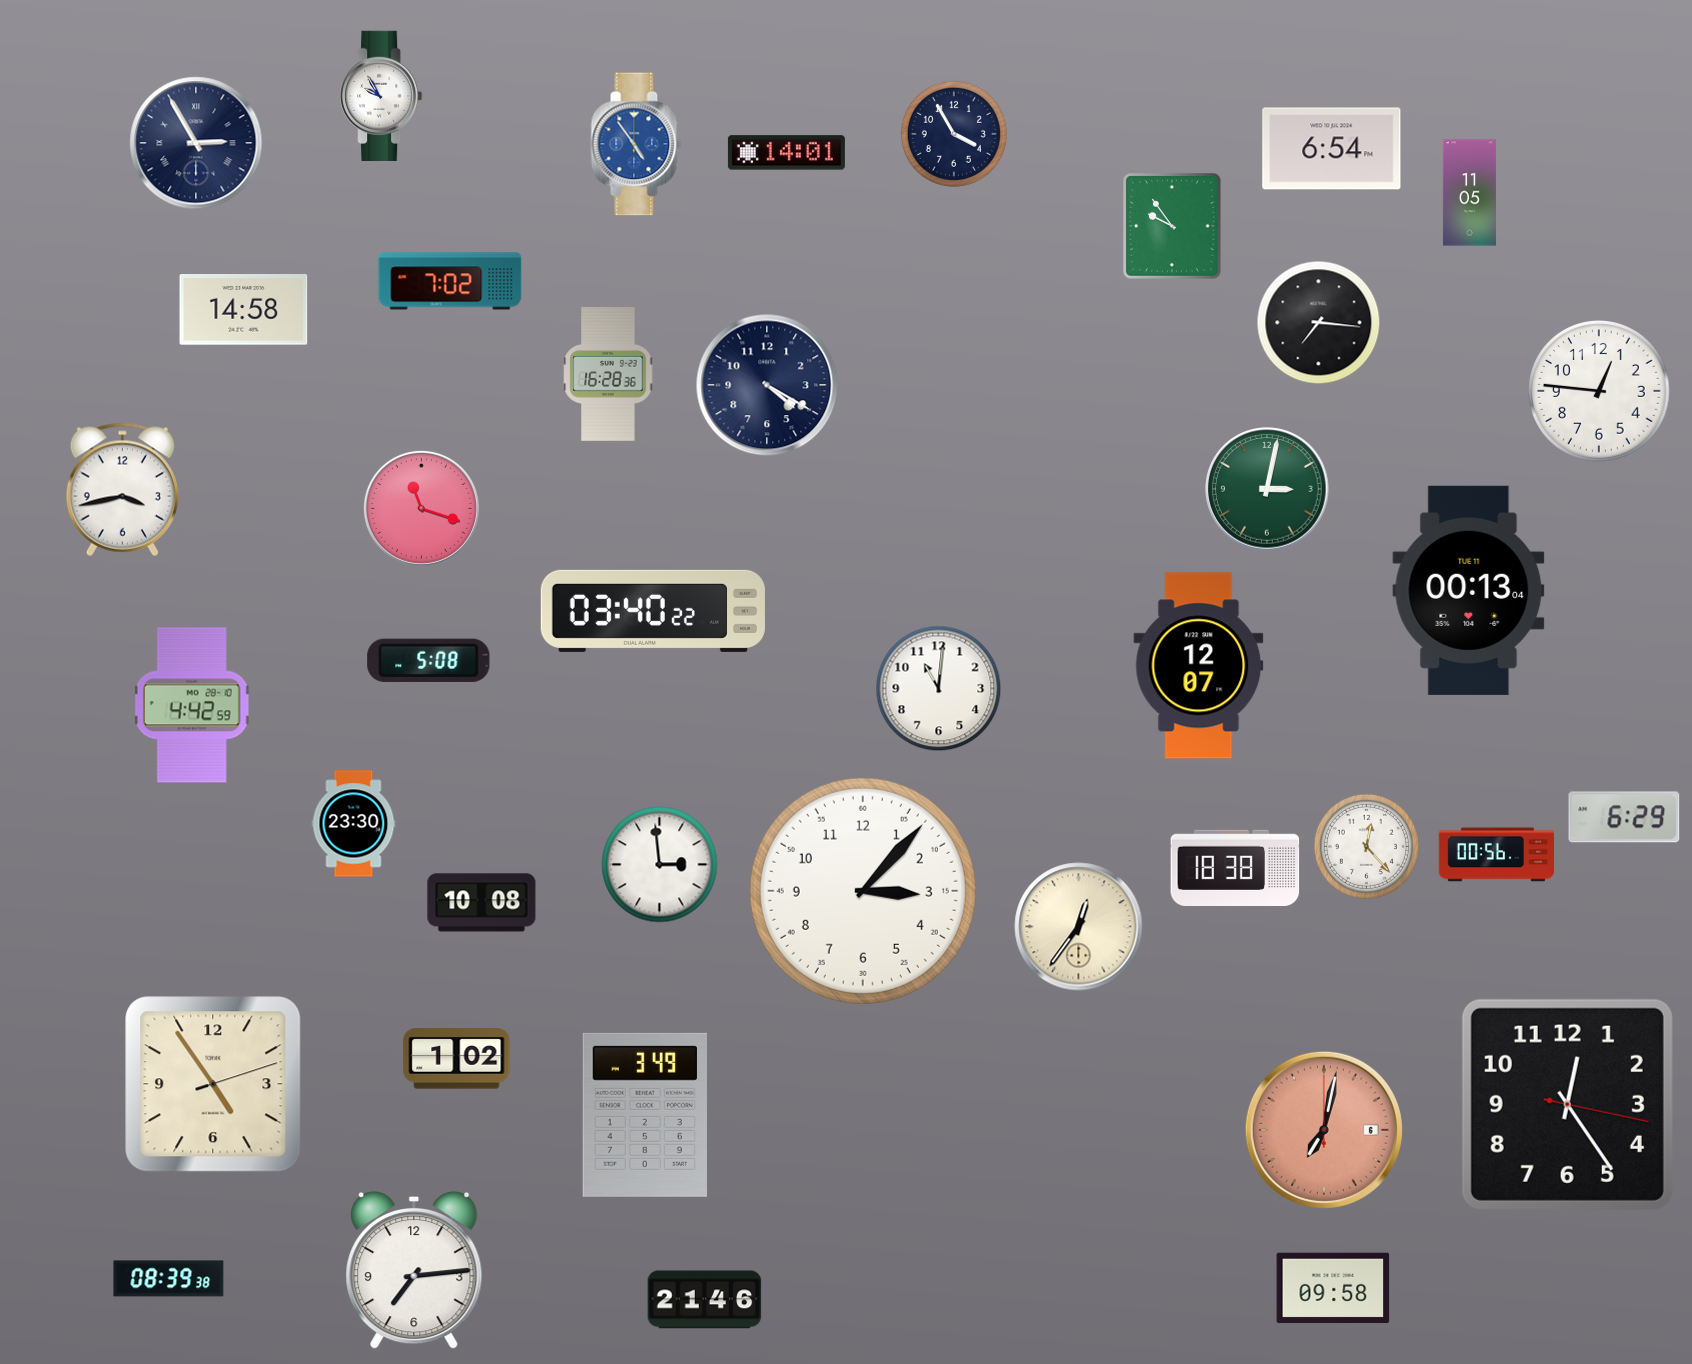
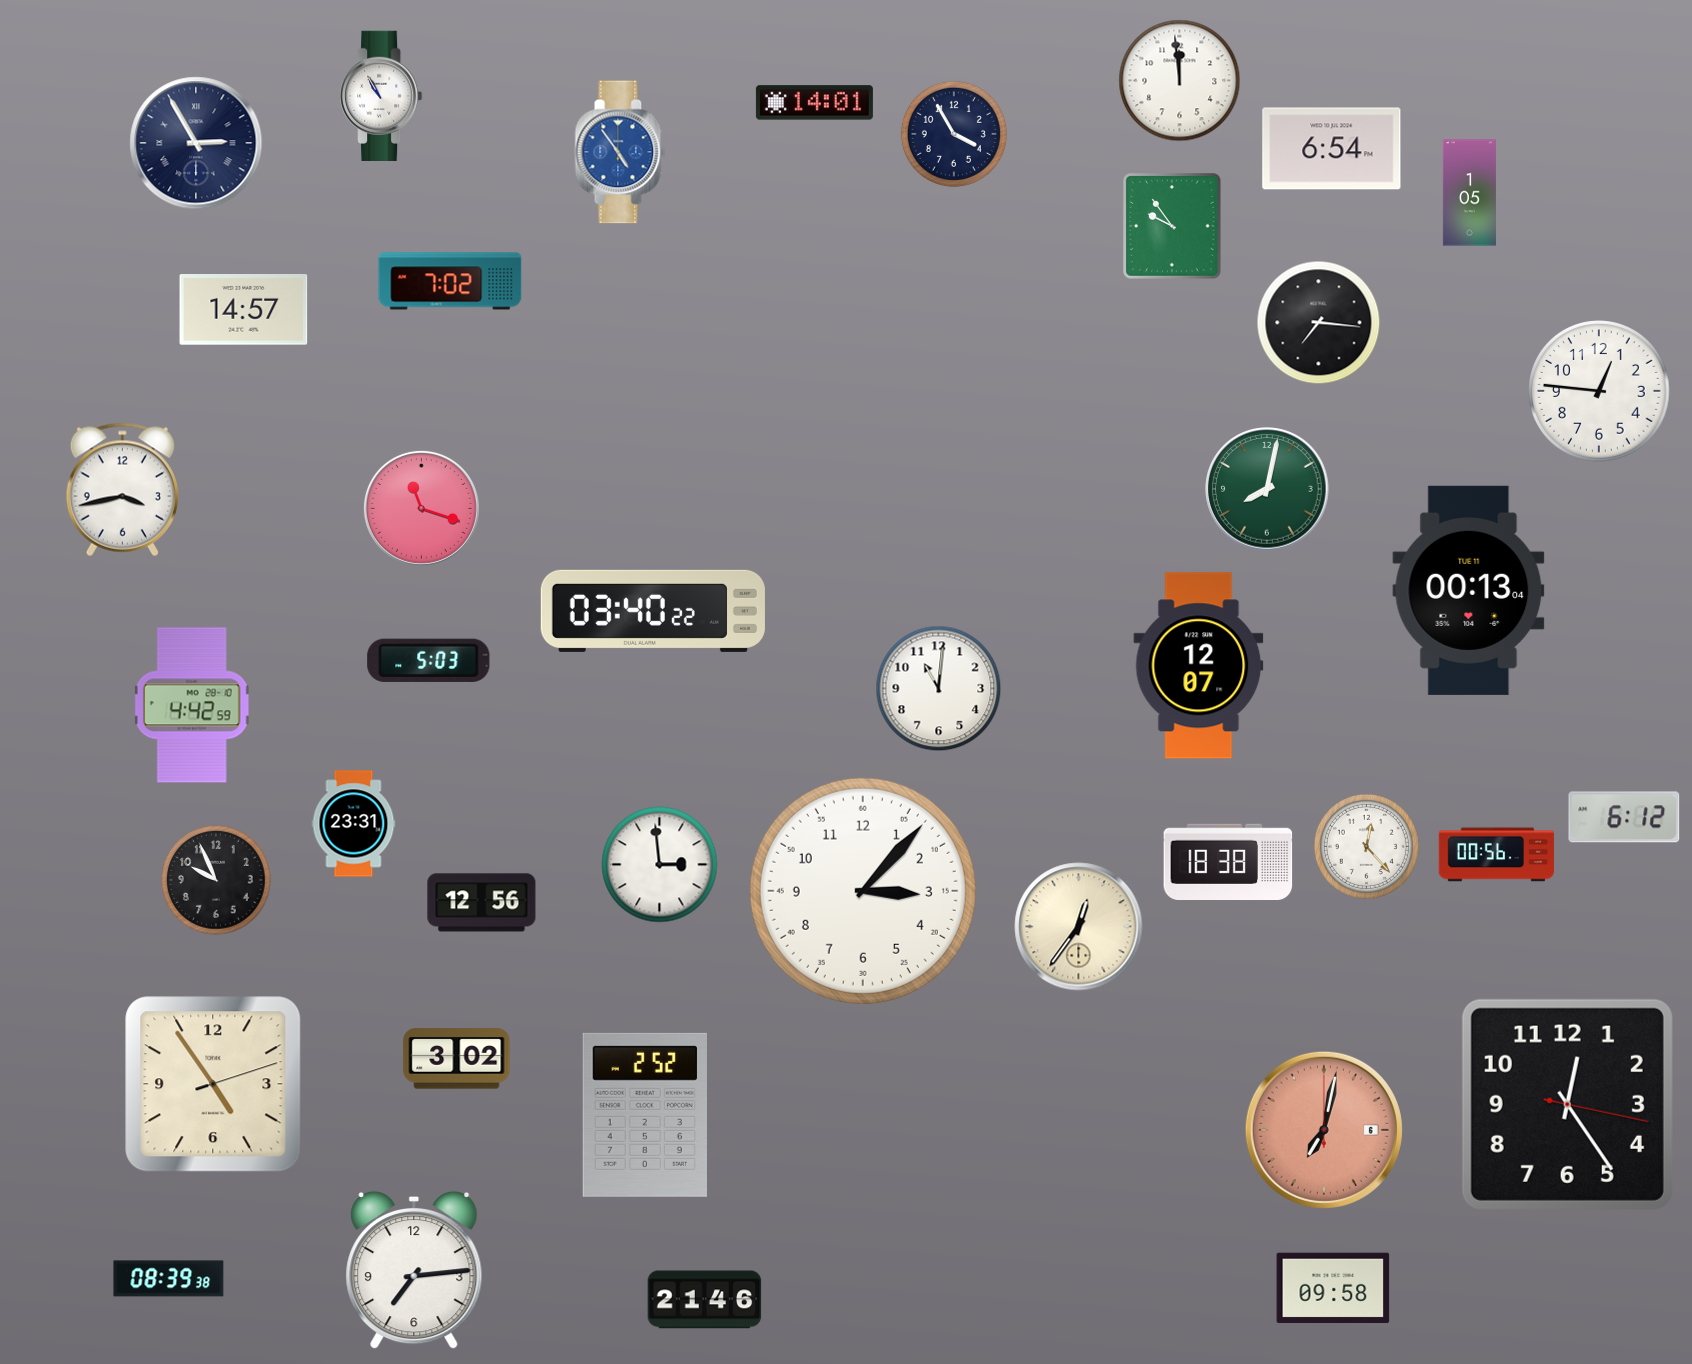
clock at (1180, 81): none -> 11:59
clock at (382, 95): 9:55 -> 10:55
clock at (636, 144) position: (636, 144) -> (620, 152)
clock at (786, 153) position: (786, 153) -> (814, 103)
clock at (1469, 193): 11:05 -> 1:05
clock at (244, 310): 14:58 -> 14:57
clock at (608, 375): 16:28 -> none
clock at (767, 385): 4:20 -> none
clock at (1267, 489): 3:02 -> 8:02
clock at (429, 660): 5:08 -> 5:03
clock at (1624, 817): 6:29 -> 6:12
clock at (354, 824): 23:30 -> 23:31
clock at (1235, 867) position: (1235, 867) -> (1228, 861)
clock at (217, 881): none -> 9:56
clock at (482, 903): 10:08 -> 12:56
clock at (457, 1059): 1:02 -> 3:02
clock at (645, 1115): 3:49 -> 2:52
